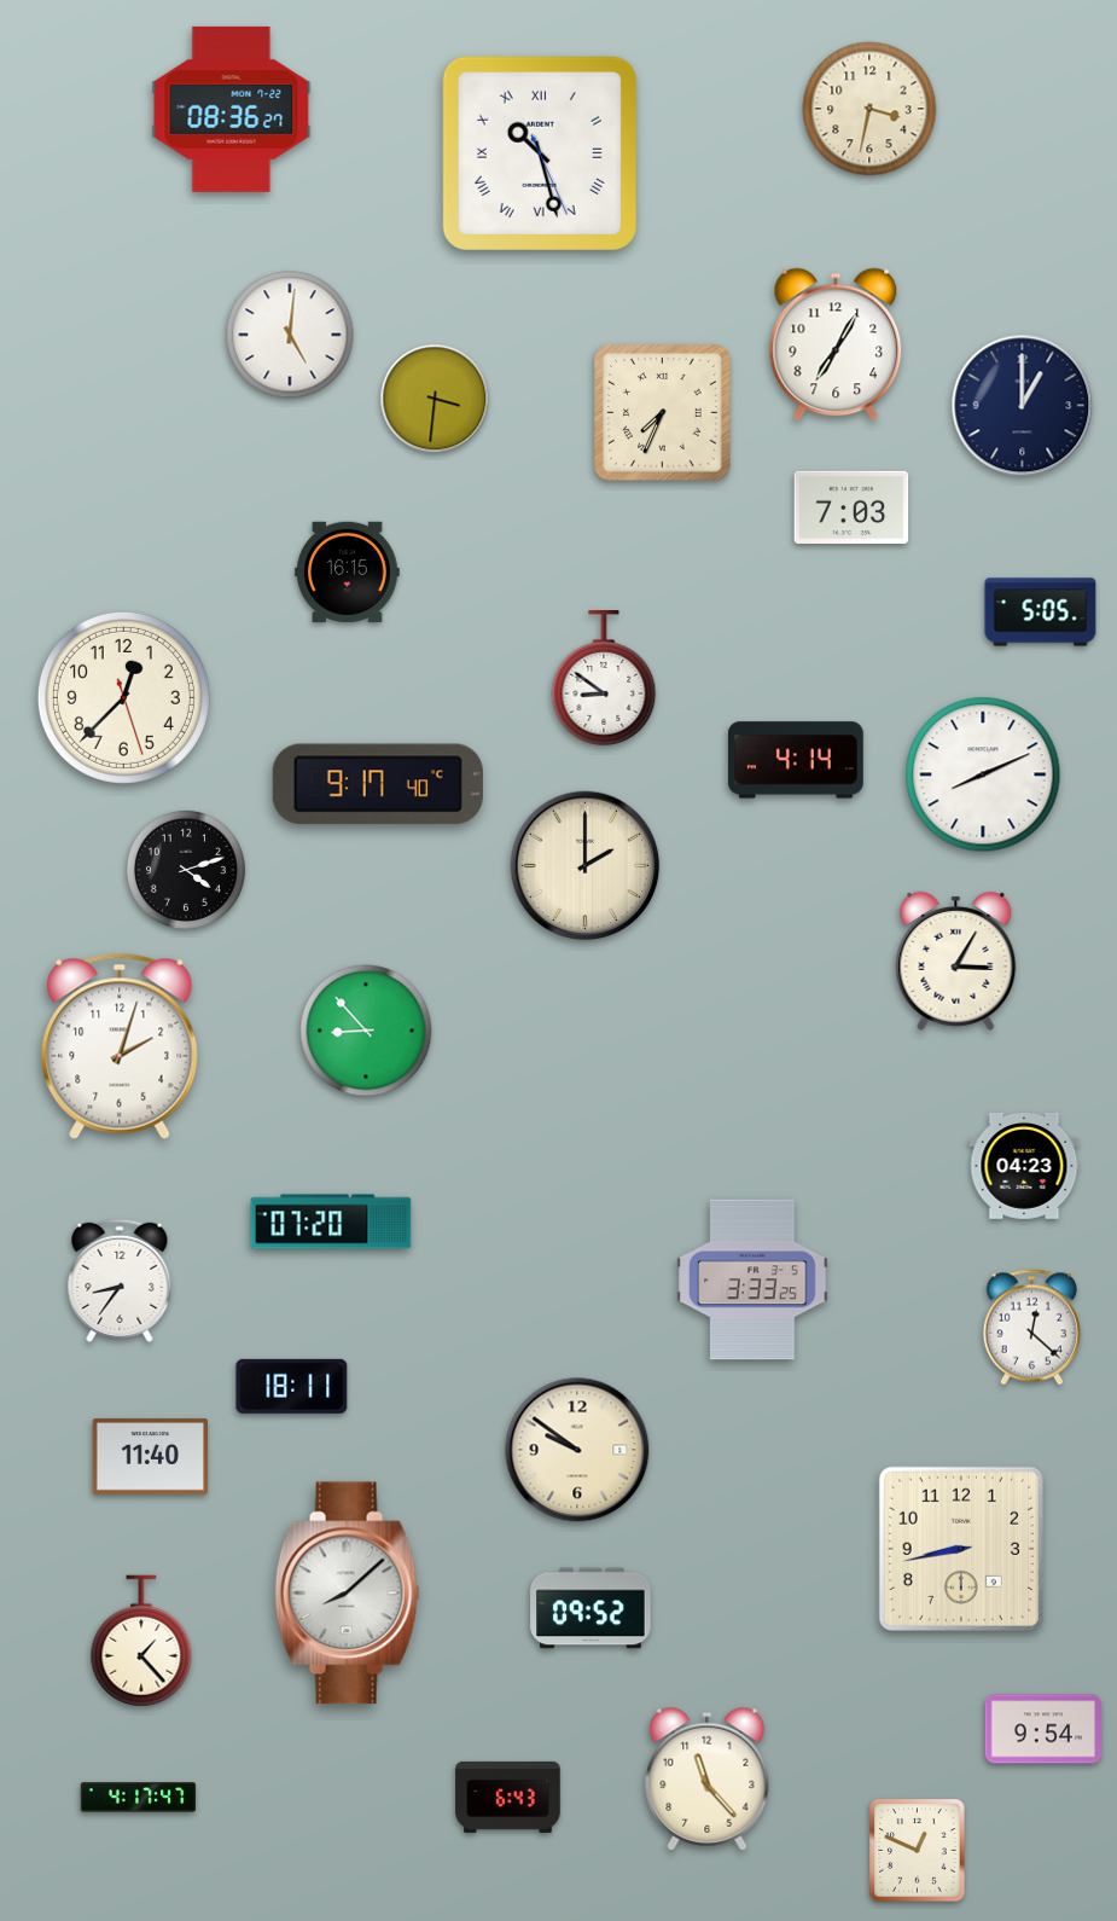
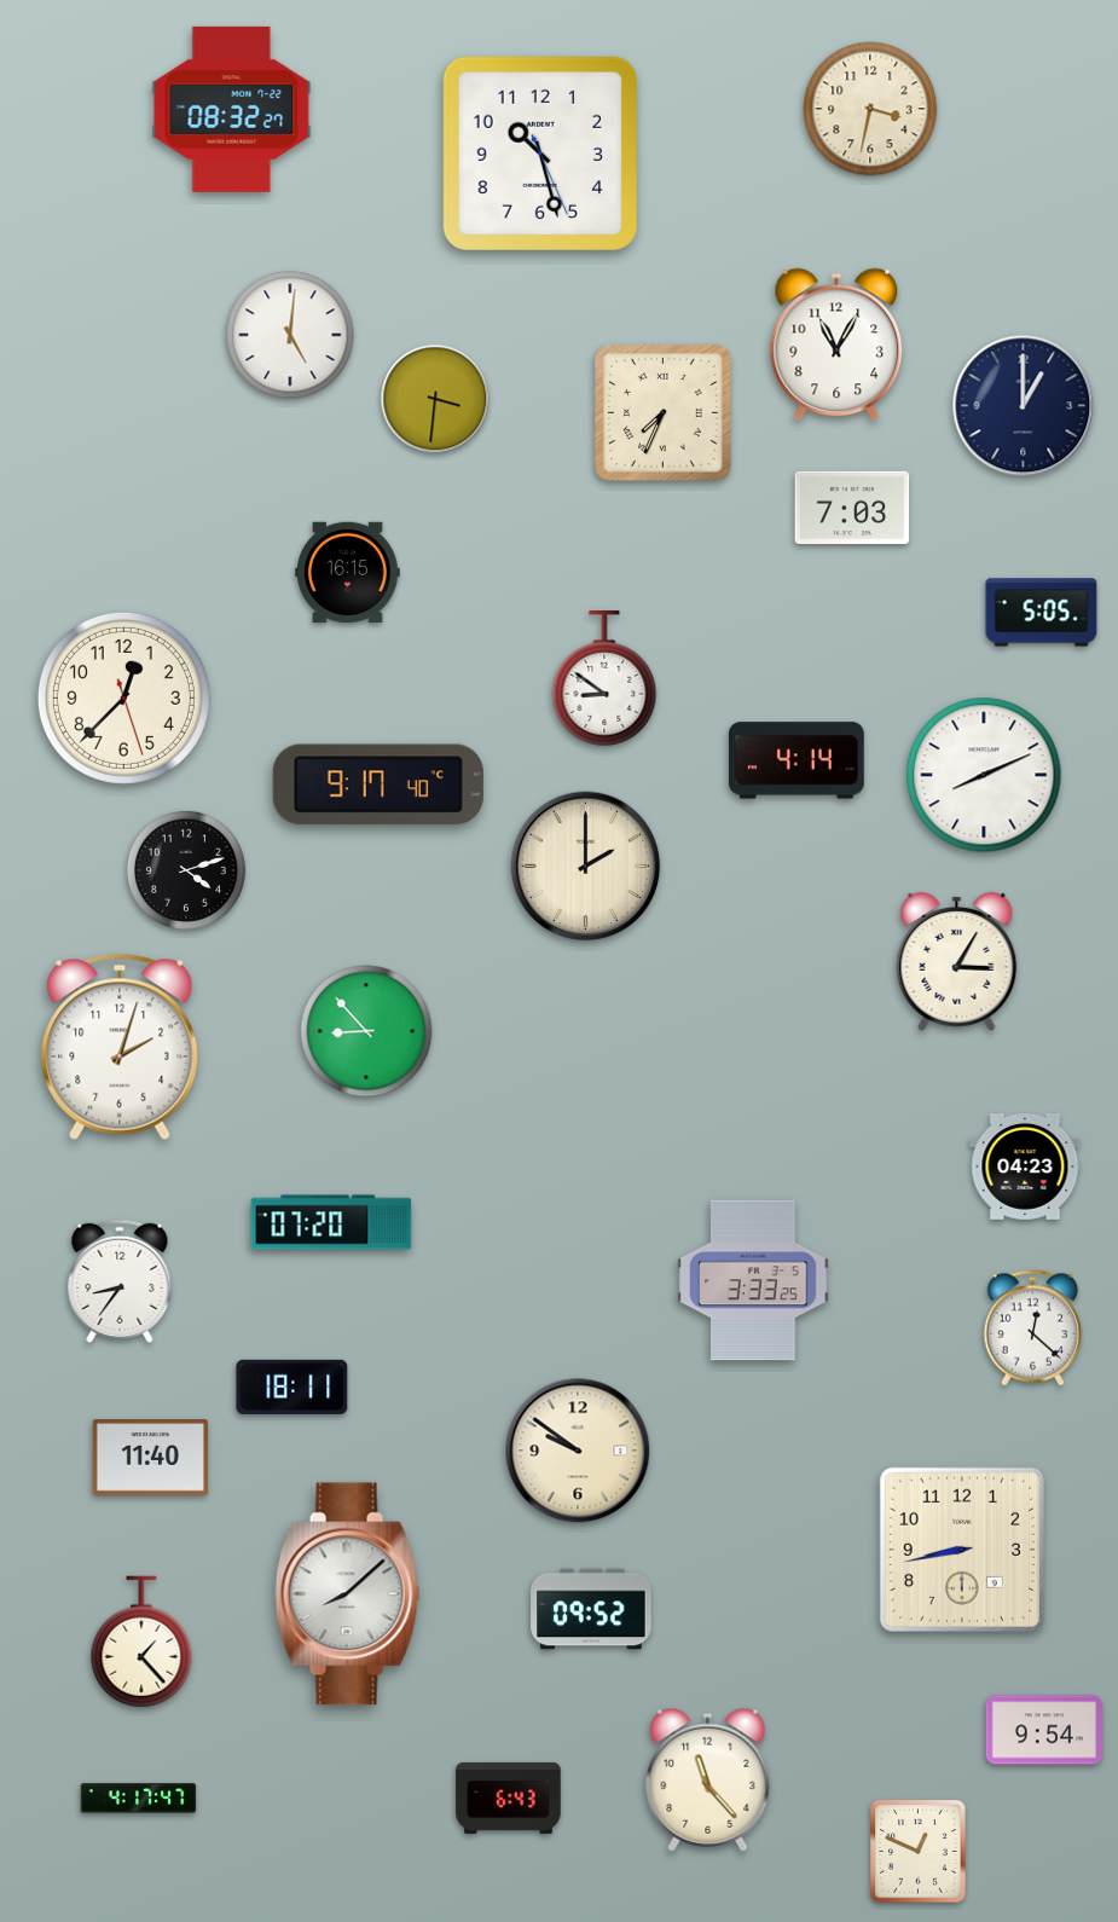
clock at (232, 109): 08:36 -> 08:32
clock at (540, 153) numerals: Roman -> Arabic
clock at (836, 344): 7:05 -> 11:05
